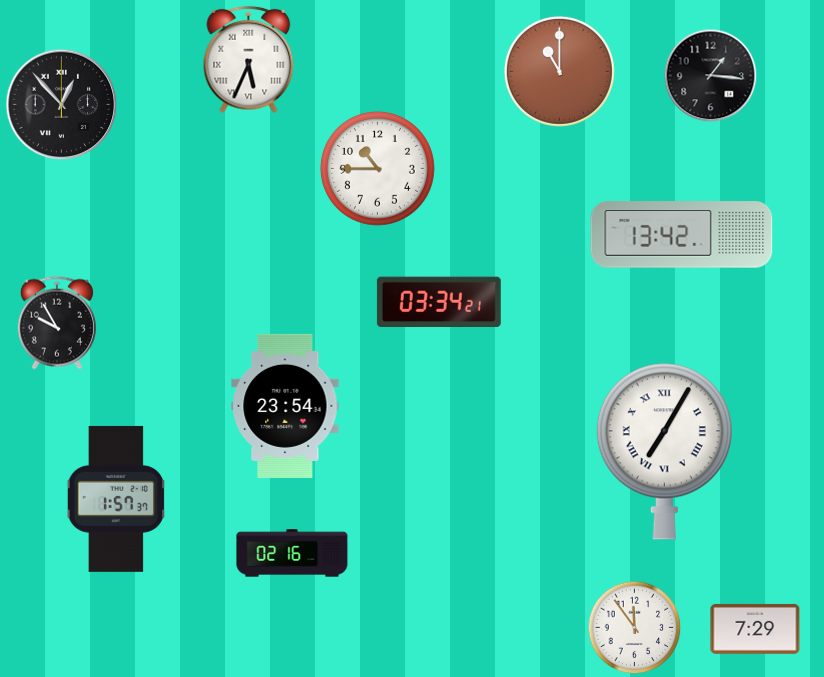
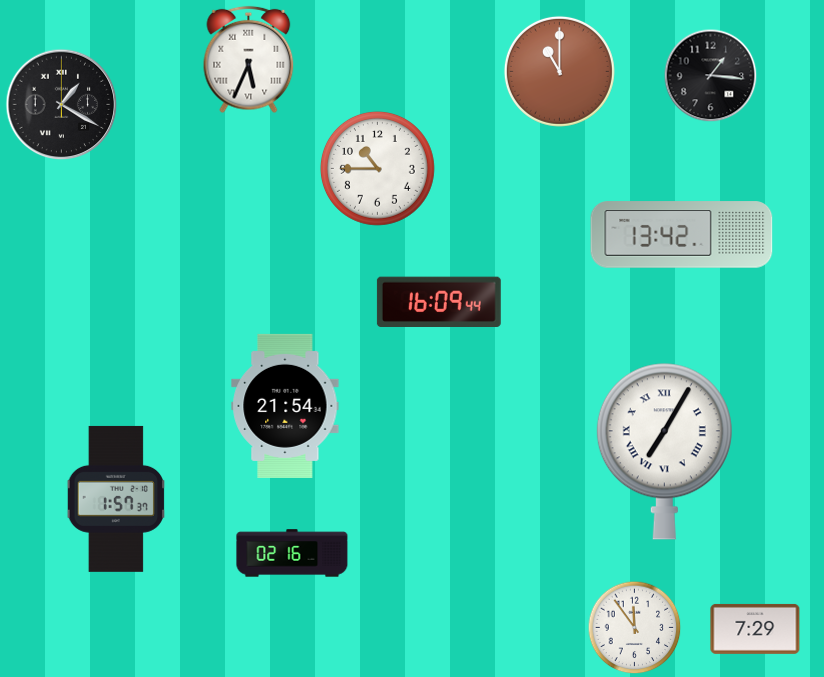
clock at (62, 105): 12:53 -> 1:20
clock at (439, 301): 03:34 -> 16:09
clock at (57, 323): 9:55 -> none
clock at (285, 406): 23:54 -> 21:54
